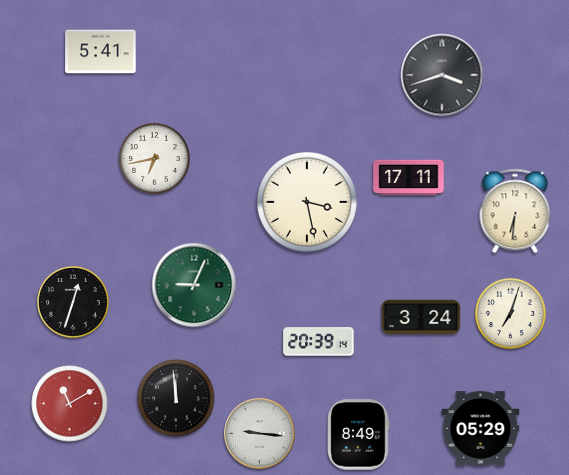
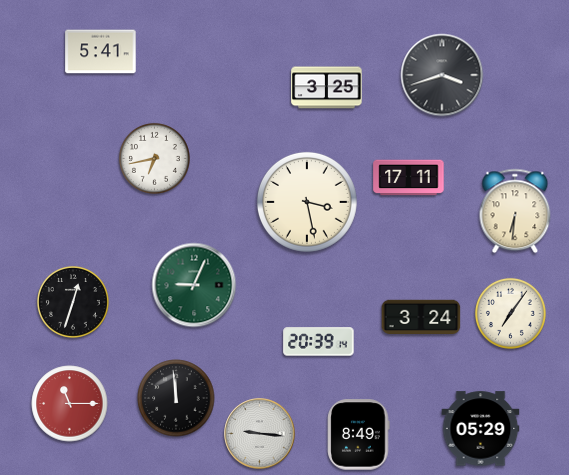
clock at (327, 88): none -> 3:25
clock at (510, 313): 7:03 -> 7:06
clock at (70, 404): 11:10 -> 11:15
